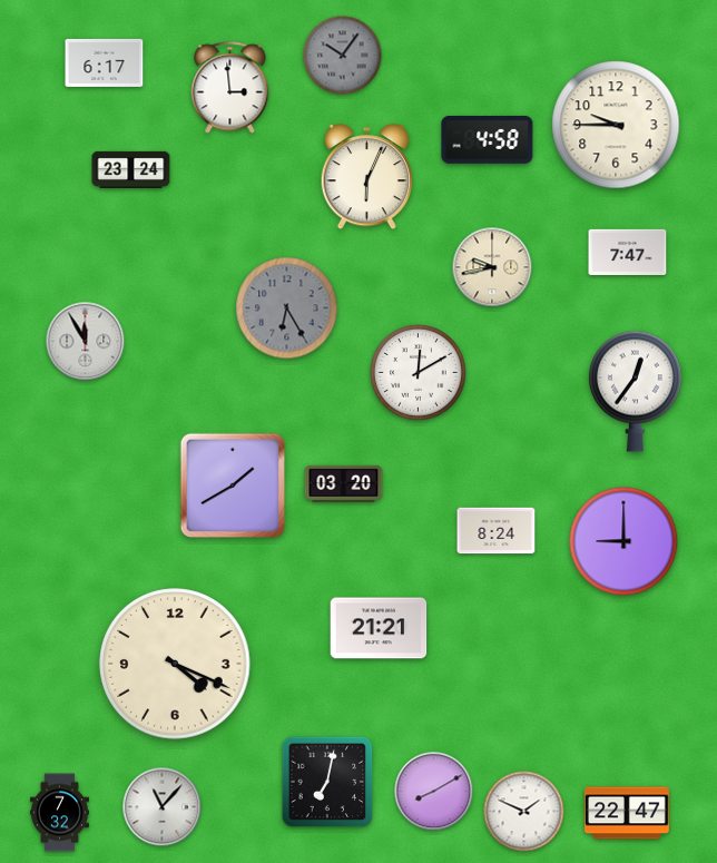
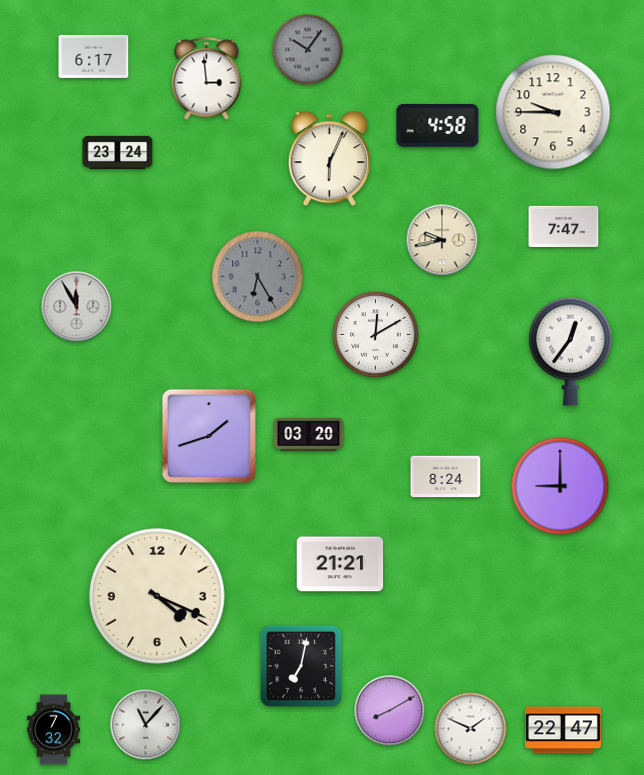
clock at (233, 486): 1:40 -> 1:42
clock at (327, 782) position: (327, 782) -> (301, 666)
